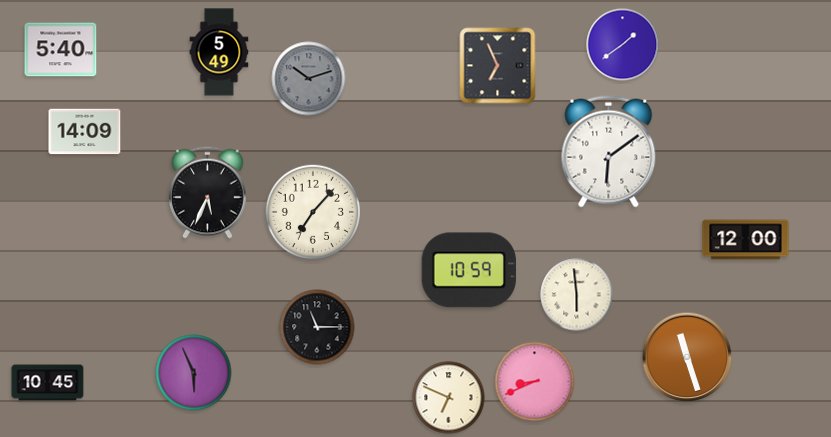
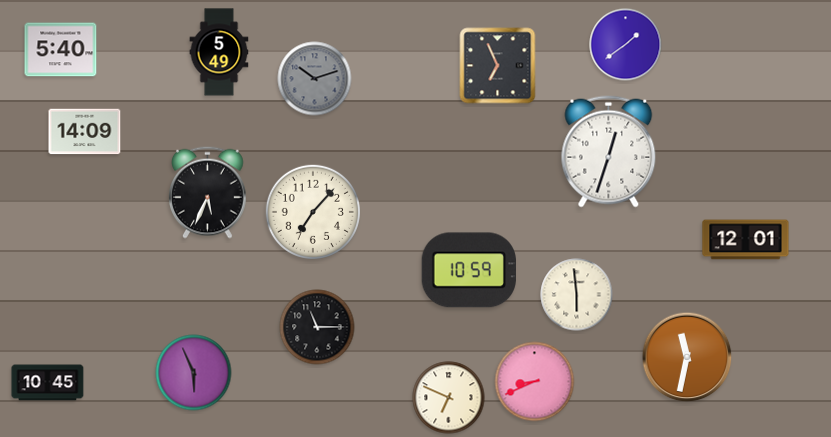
clock at (623, 45) position: (623, 45) -> (626, 45)
clock at (309, 79) position: (309, 79) -> (315, 79)
clock at (609, 152): 6:09 -> 12:33
clock at (746, 240): 12:00 -> 12:01
clock at (687, 357): 11:27 -> 11:32
